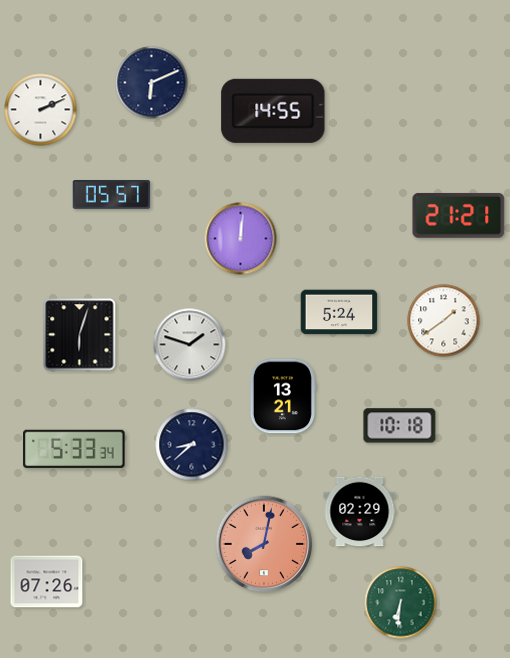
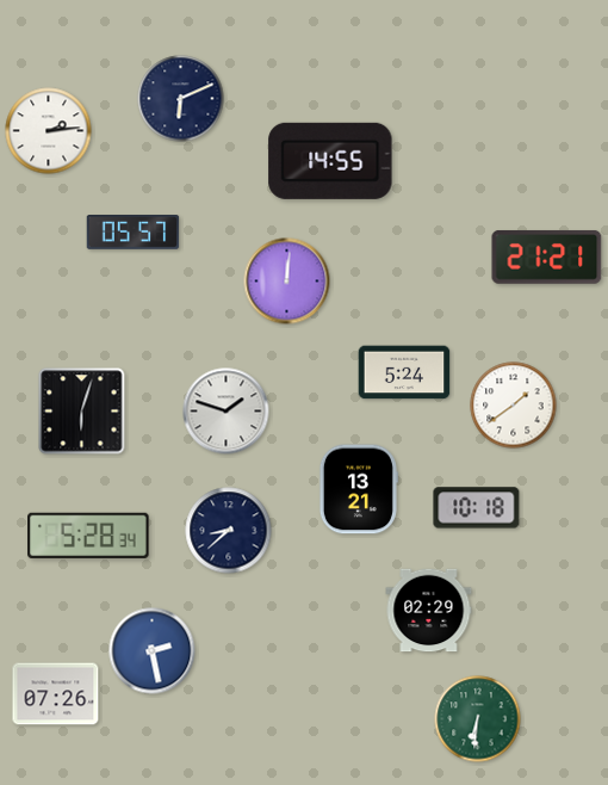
clock at (41, 110): 2:11 -> 2:14
clock at (273, 111) position: (273, 111) -> (330, 161)
clock at (241, 239) position: (241, 239) -> (287, 282)
clock at (444, 321) position: (444, 321) -> (514, 406)
clock at (80, 335) position: (80, 335) -> (82, 412)
clock at (282, 396) position: (282, 396) -> (358, 489)
clock at (74, 449): 5:33 -> 5:28
clock at (264, 544): 8:02 -> none
clock at (153, 651): none -> 2:28
